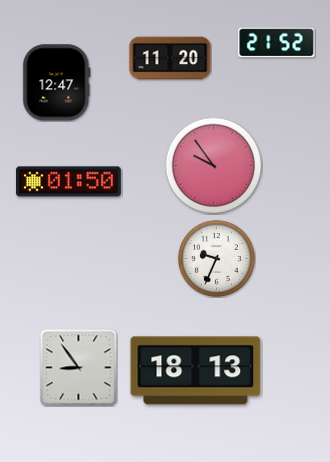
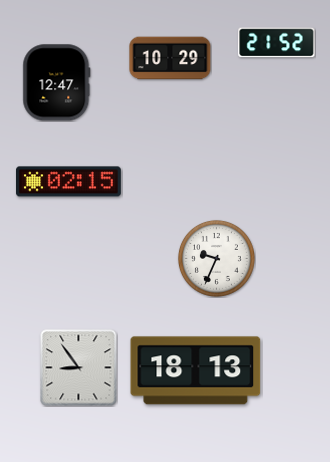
clock at (170, 58): 11:20 -> 10:29
clock at (213, 165): 9:54 -> none
clock at (69, 182): 01:50 -> 02:15
